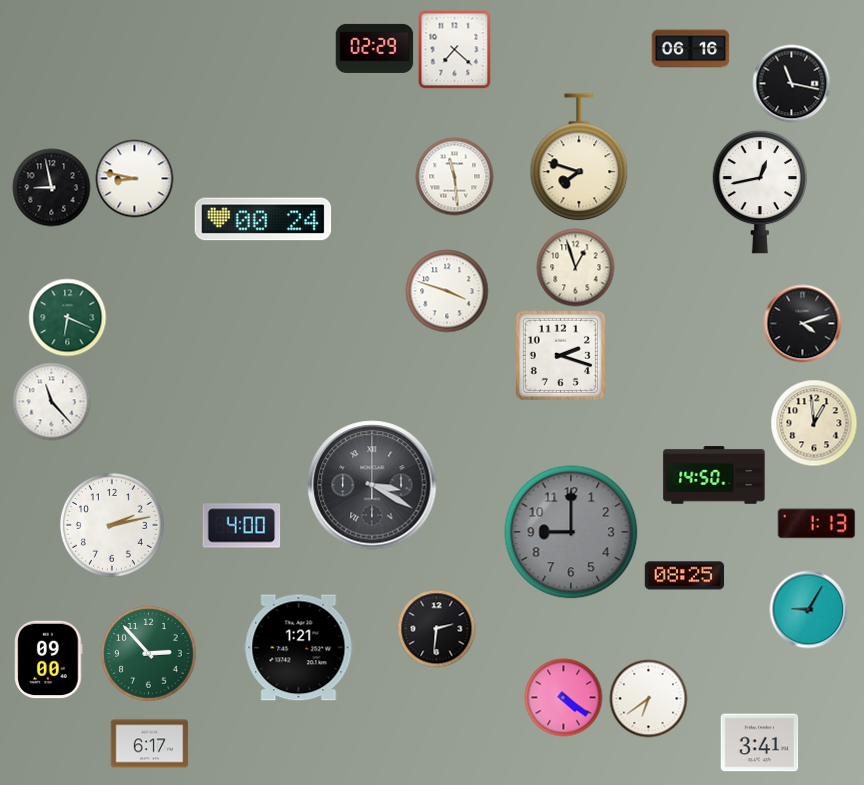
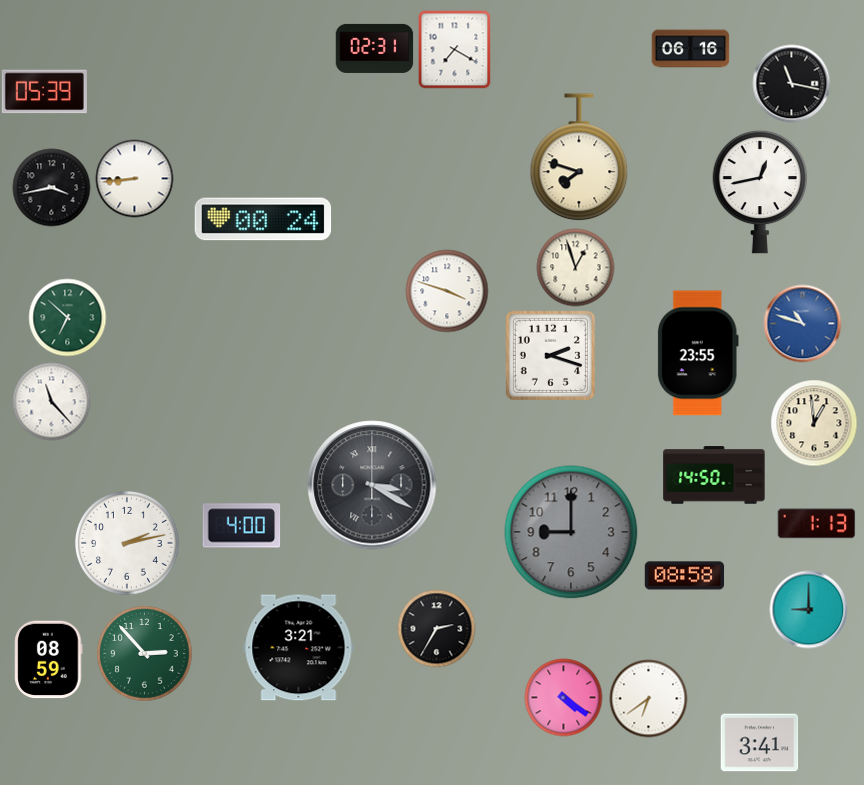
clock at (374, 48): 02:29 -> 02:31
clock at (455, 49): 7:22 -> 7:20
clock at (44, 92): none -> 05:39
clock at (454, 176): 11:29 -> none
clock at (134, 178): 8:47 -> 8:44
clock at (51, 187): 8:58 -> 3:43
clock at (67, 317): 6:19 -> 6:52
clock at (802, 323): 4:12 -> 10:48
clock at (802, 323) dial: black -> blue
clock at (698, 353): none -> 23:55
clock at (560, 355) position: (560, 355) -> (550, 355)
clock at (112, 525) position: (112, 525) -> (127, 543)
clock at (684, 576): 08:25 -> 08:58
clock at (808, 609): 9:05 -> 9:00
clock at (436, 628): 2:31 -> 2:35
clock at (299, 648): 1:21 -> 3:21
clock at (148, 653) position: (148, 653) -> (144, 653)
clock at (49, 659): 09:00 -> 08:59
clock at (149, 744): 6:17 -> none
